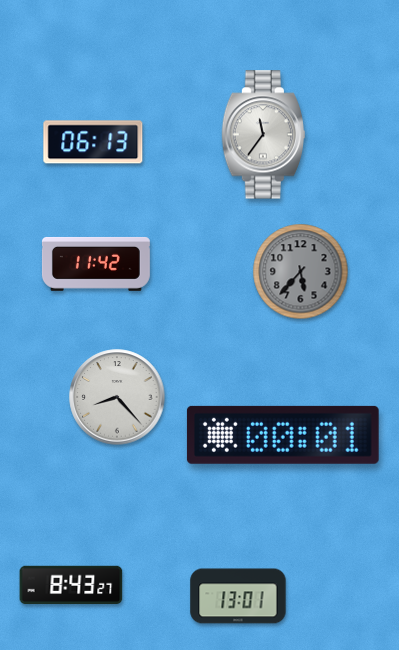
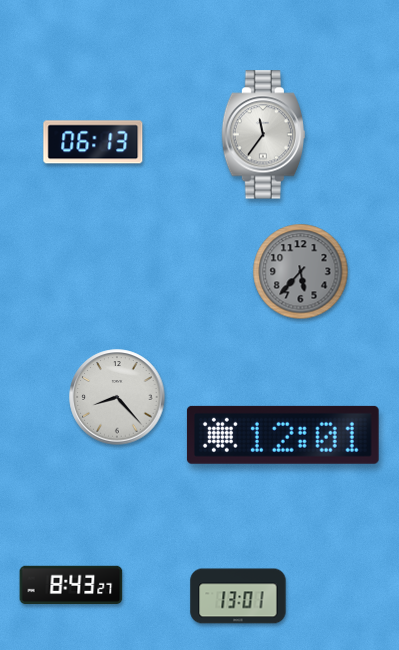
clock at (96, 264): 11:42 -> none
clock at (283, 435): 00:01 -> 12:01
